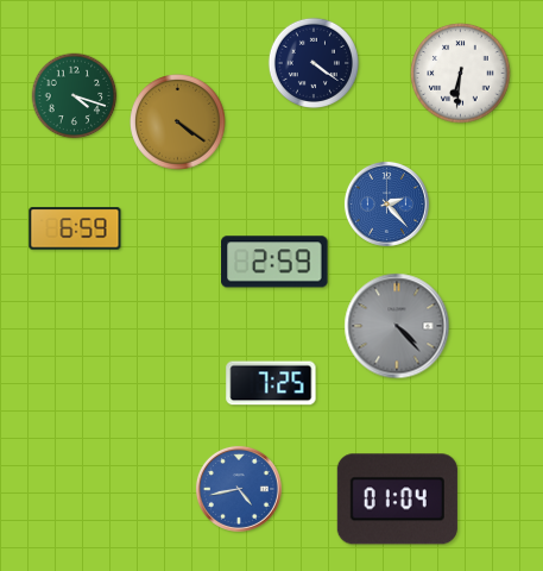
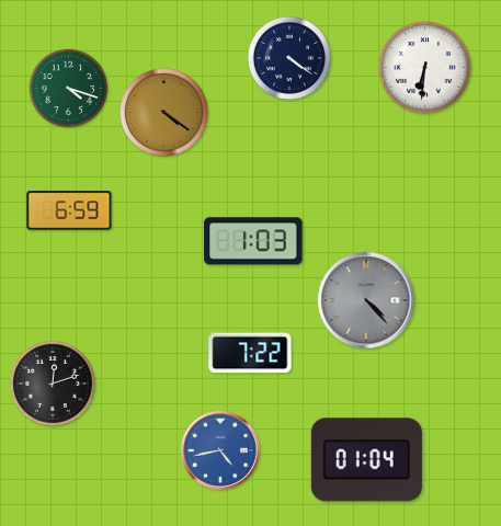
clock at (386, 203): 2:23 -> none
clock at (274, 262): 2:59 -> 1:03
clock at (271, 383): 7:25 -> 7:22
clock at (53, 384): none -> 12:12
